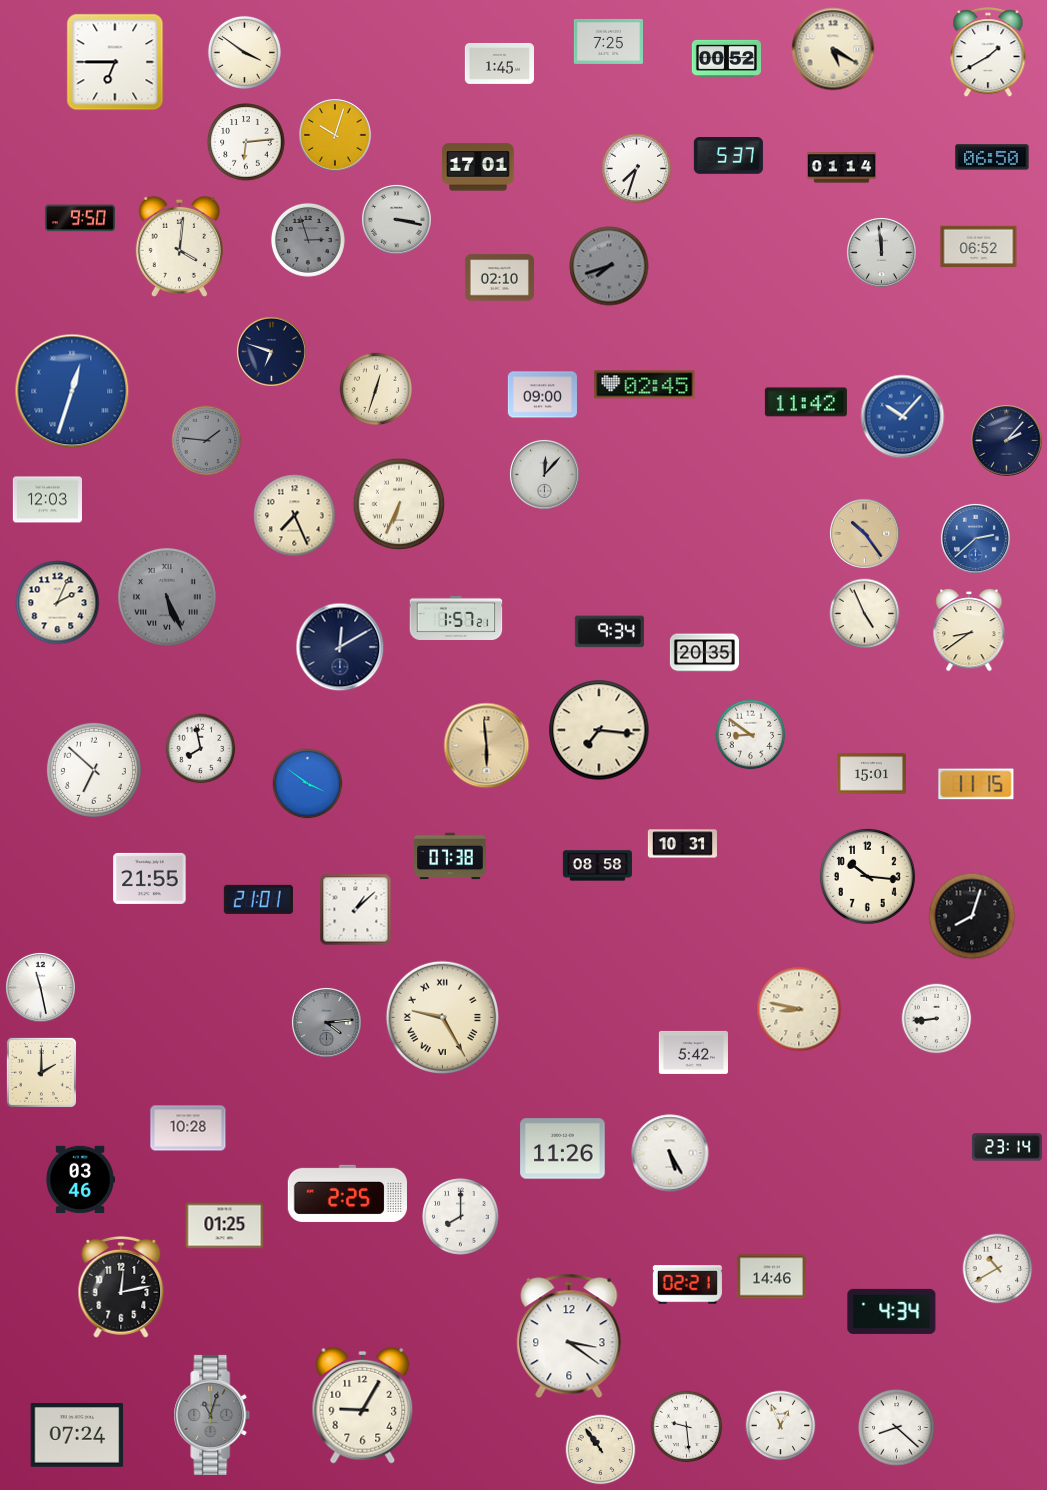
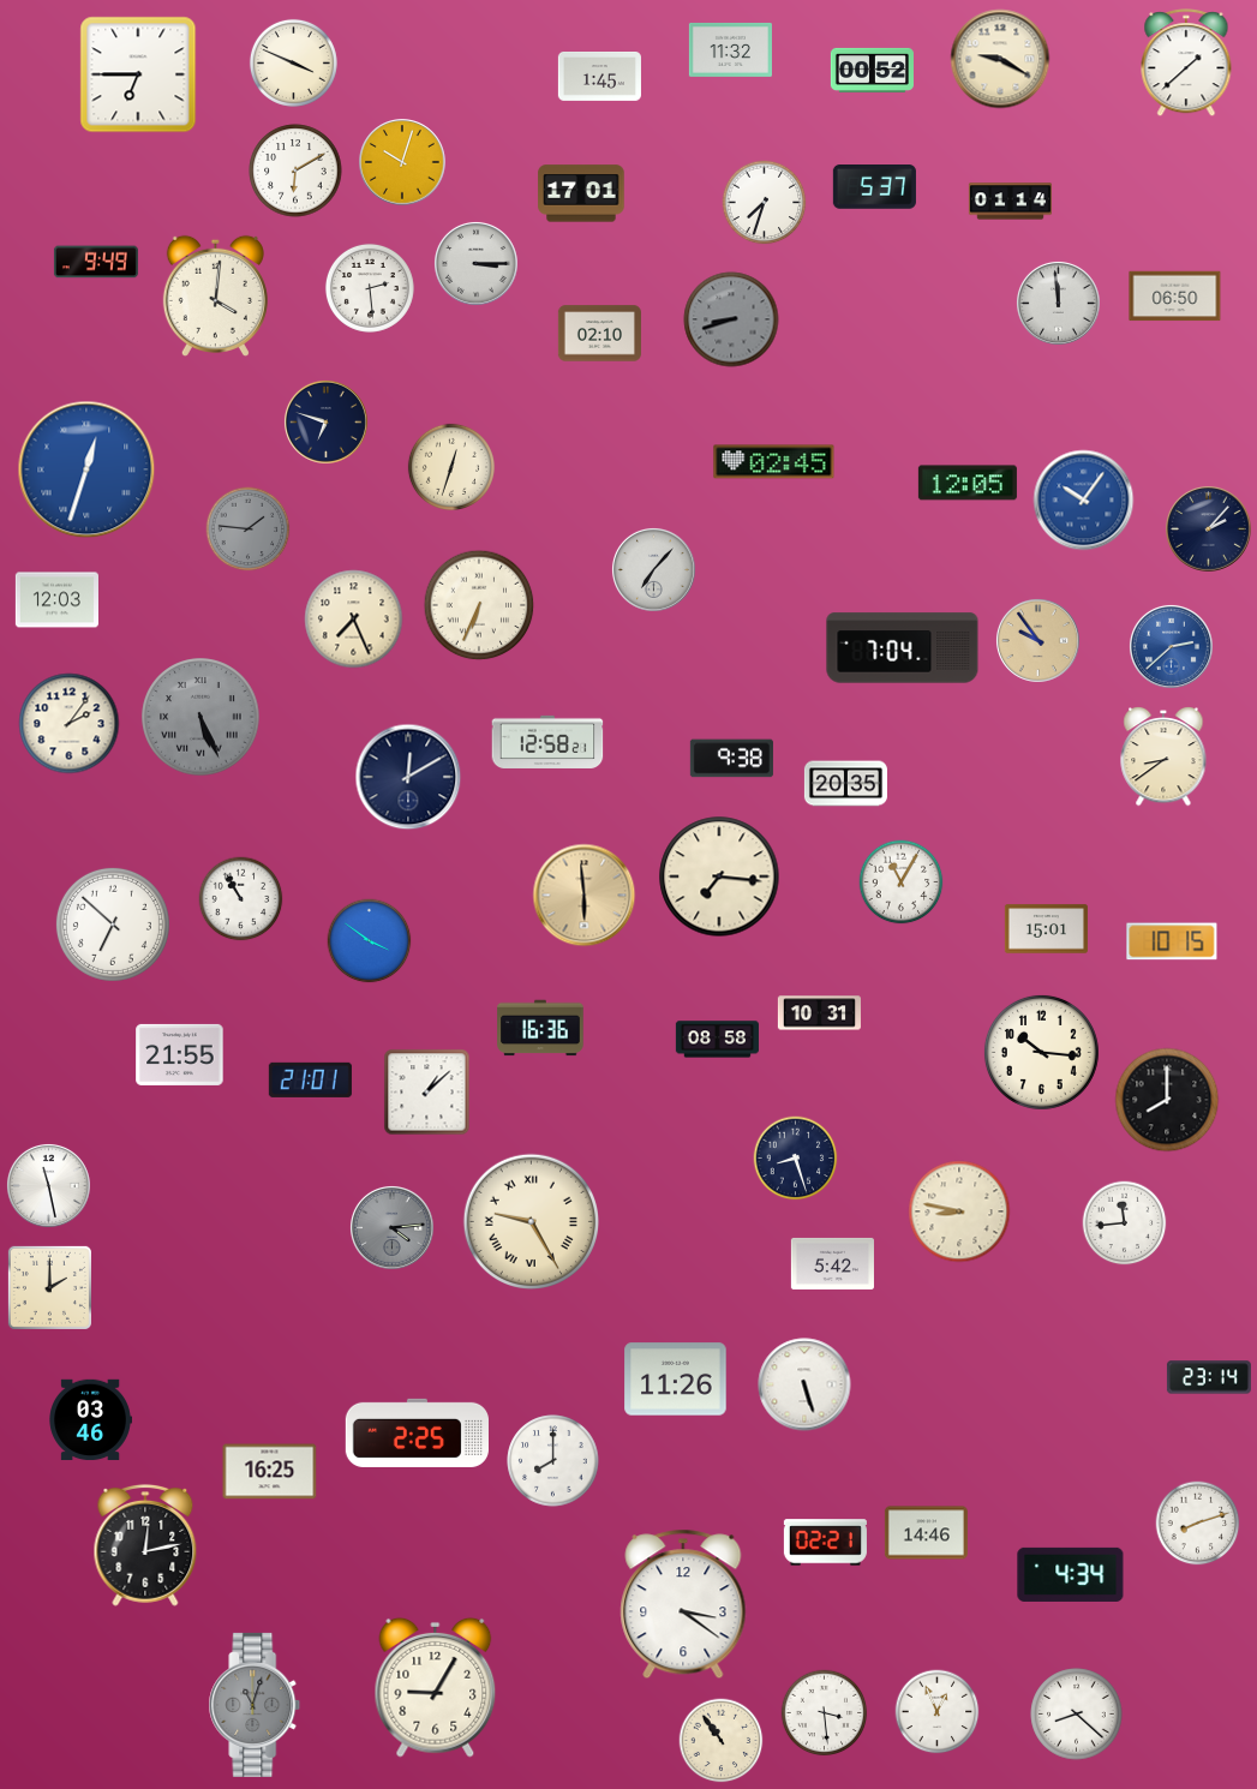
clock at (608, 41): 7:25 -> 11:32
clock at (833, 49): 5:20 -> 9:20
clock at (244, 52): 3:51 -> 3:49
clock at (988, 53): 1:40 -> 1:38
clock at (246, 142): 6:14 -> 6:10
clock at (992, 157): 06:50 -> none
clock at (478, 167) position: (478, 167) -> (581, 193)
clock at (80, 218): 9:50 -> 9:49
clock at (396, 219): 3:17 -> 3:15
clock at (308, 240): 2:57 -> 2:29
clock at (308, 240) dial: grey -> white
clock at (979, 247): 06:52 -> 06:50
clock at (609, 266): 7:42 -> 8:42
clock at (542, 395): 09:00 -> none
clock at (806, 402): 11:42 -> 12:05
clock at (903, 417): 10:07 -> 10:06
clock at (544, 474): 12:07 -> 7:07
clock at (864, 533): 10:24 -> 9:54
clock at (903, 648): none -> 7:04
clock at (58, 603): 2:04 -> 2:06
clock at (865, 614): 4:56 -> none
clock at (456, 618): 1:57 -> 12:58
clock at (609, 632): 9:34 -> 9:38
clock at (751, 735): 8:51 -> 11:05
clock at (201, 749): 7:58 -> 10:55
clock at (976, 784): 11:15 -> 10:15
clock at (450, 856): 07:38 -> 16:36
clock at (972, 916): 8:03 -> 8:00
clock at (796, 1159): none -> 8:27
clock at (937, 1019): 8:44 -> 11:44
clock at (188, 1128): 10:28 -> none
clock at (670, 1153): 5:25 -> 5:27
clock at (80, 1180) position: (80, 1180) -> (90, 1420)
clock at (225, 1226): 01:25 -> 16:25
clock at (998, 1269): 10:40 -> 8:12
clock at (212, 1415) position: (212, 1415) -> (255, 1705)
clock at (687, 1427): 9:29 -> 3:29
clock at (77, 1436): 07:24 -> none
